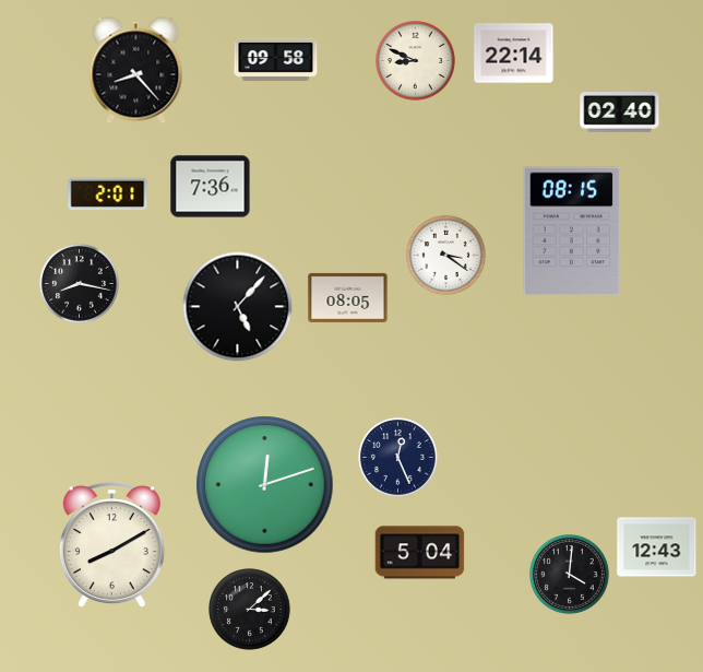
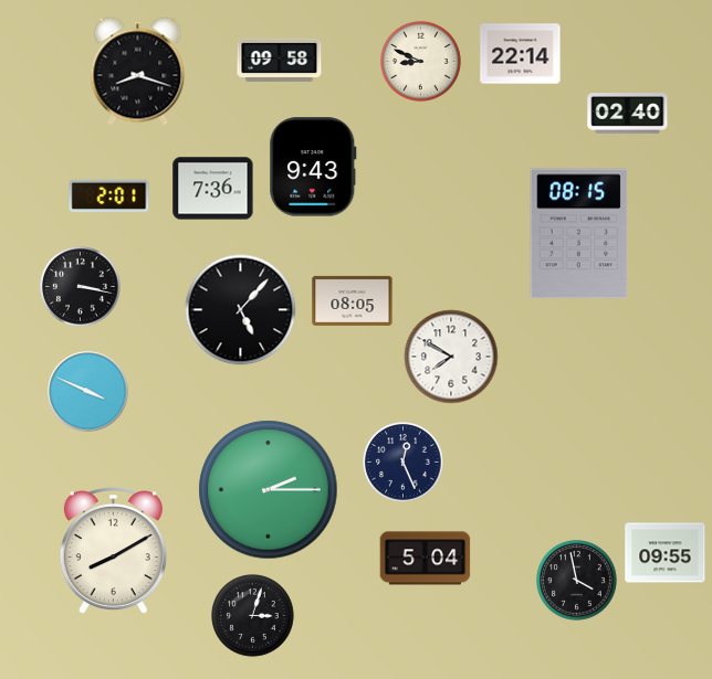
clock at (136, 71): 8:23 -> 8:18
clock at (313, 167): none -> 9:43
clock at (446, 256): 3:21 -> none
clock at (80, 284): 8:17 -> 3:17
clock at (451, 357): none -> 7:50
clock at (88, 392): none -> 3:49
clock at (265, 485): 12:12 -> 2:15
clock at (657, 547): 12:43 -> 09:55
clock at (570, 575): 4:01 -> 3:58
clock at (250, 610): 3:08 -> 3:03
